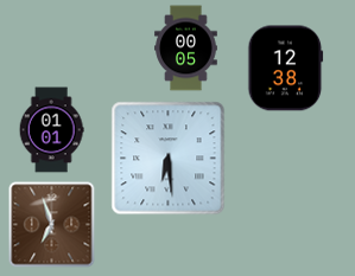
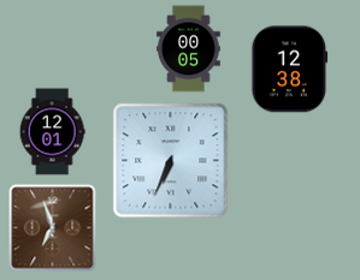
clock at (51, 130): 01:01 -> 12:01
clock at (169, 159): 6:29 -> 6:34
